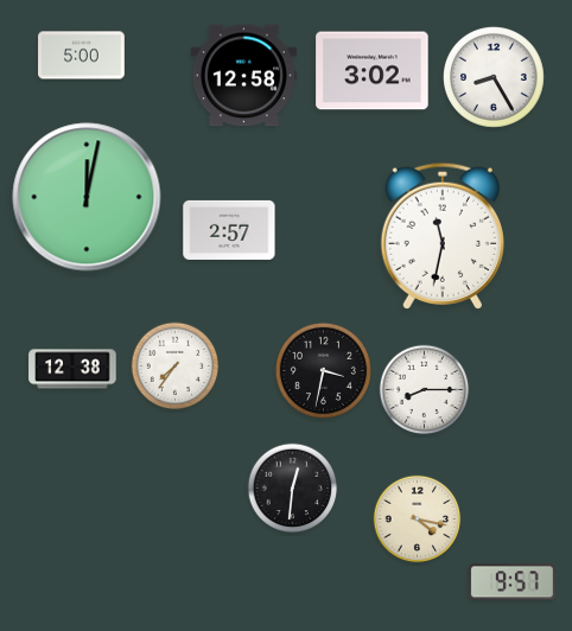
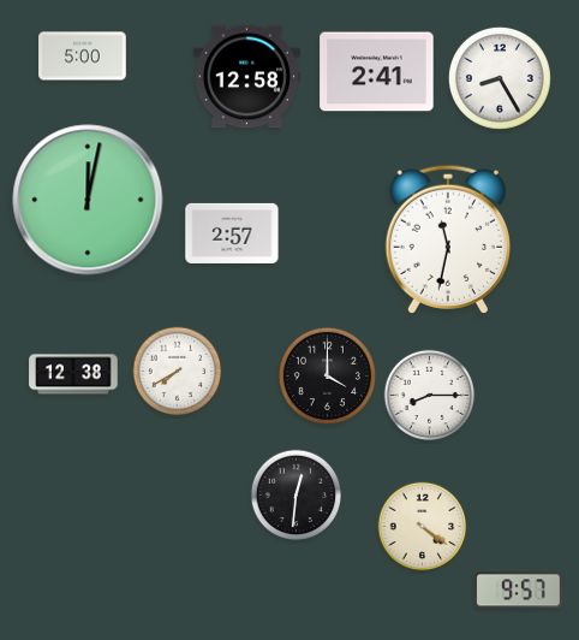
clock at (373, 71): 3:02 -> 2:41
clock at (176, 367): 7:36 -> 7:40
clock at (323, 370): 3:32 -> 4:00
clock at (418, 520): 4:17 -> 4:21
